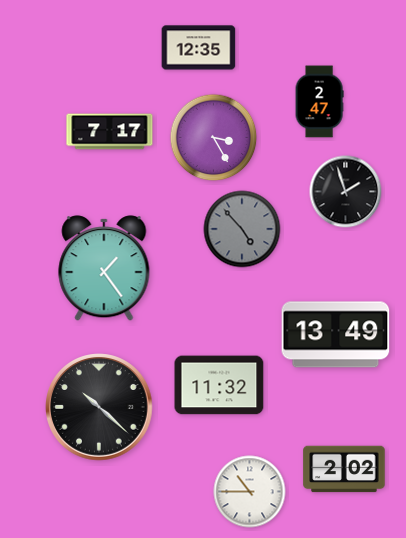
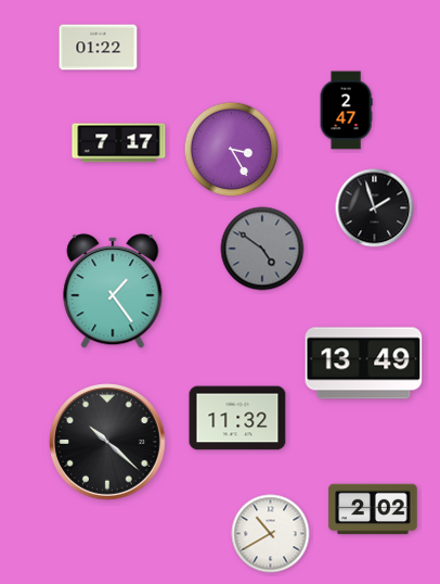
clock at (99, 48): none -> 01:22
clock at (199, 48): 12:35 -> none
clock at (242, 229): 4:53 -> 4:51
clock at (250, 492): 10:45 -> 10:40
